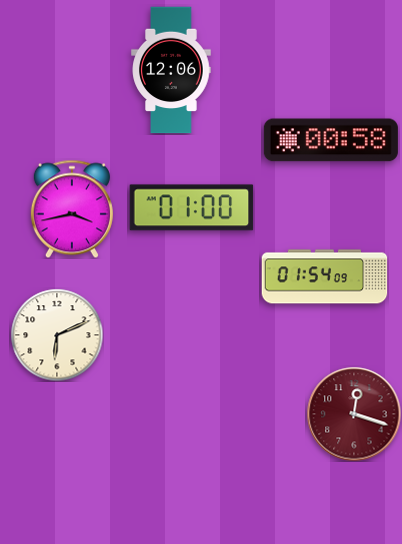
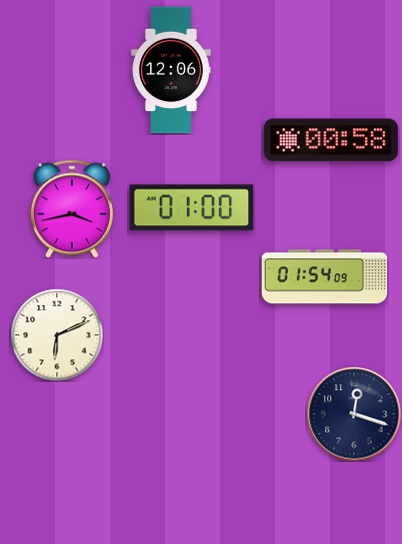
clock at (354, 414) dial: burgundy -> navy
